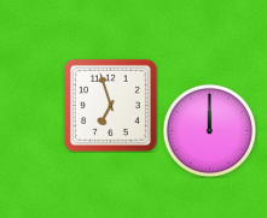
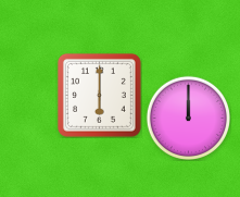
clock at (110, 105): 6:57 -> 6:00
